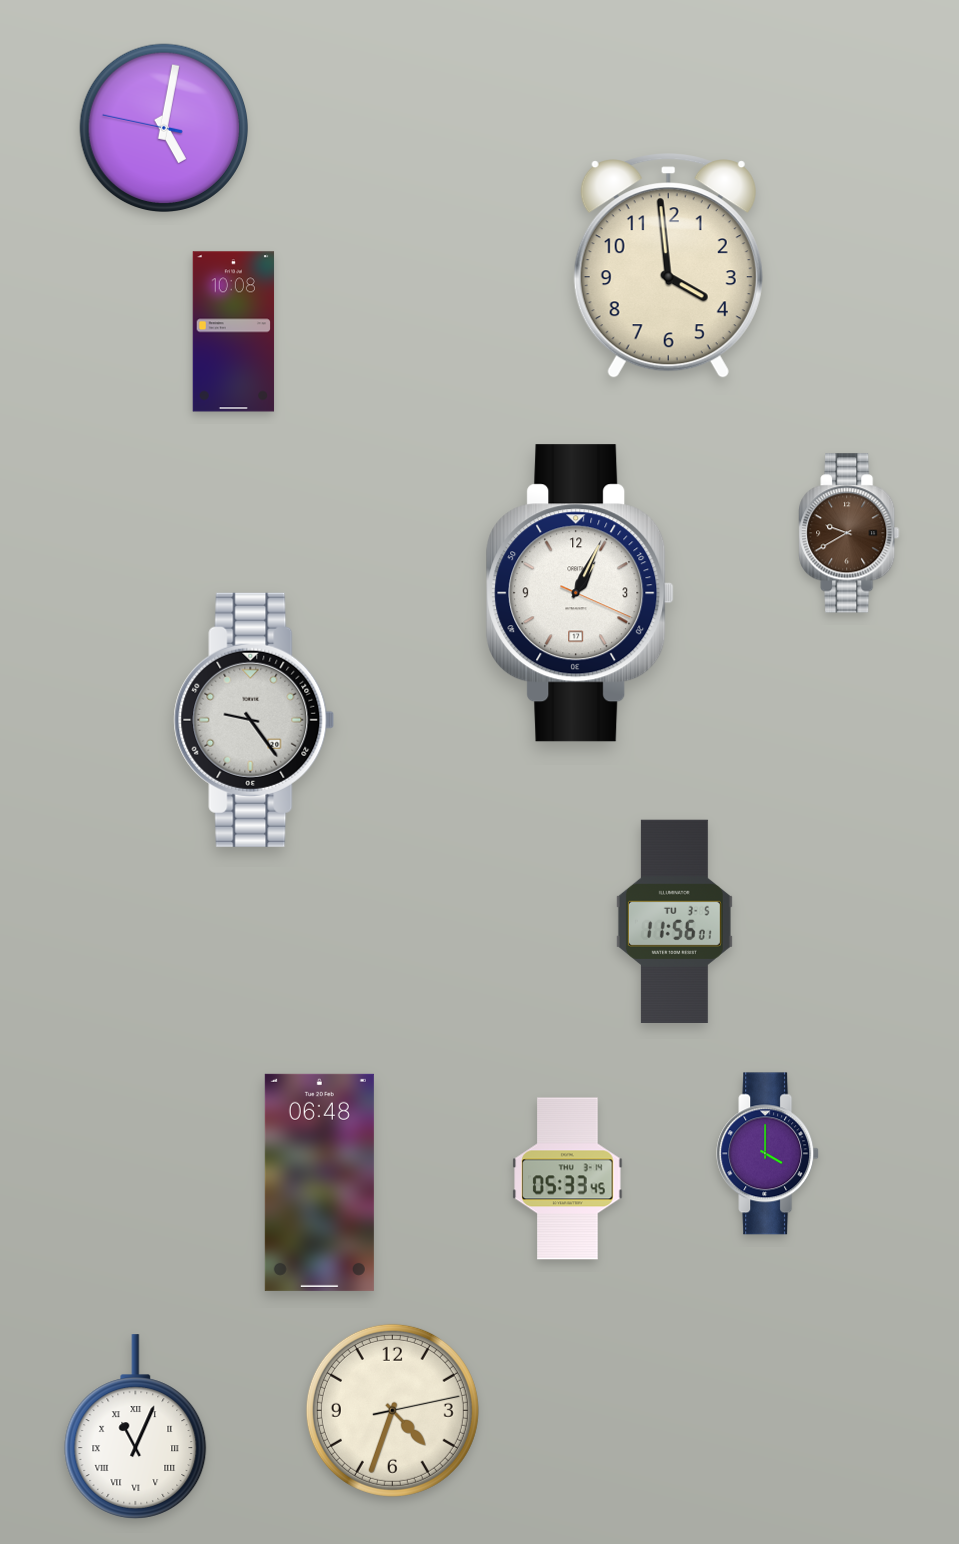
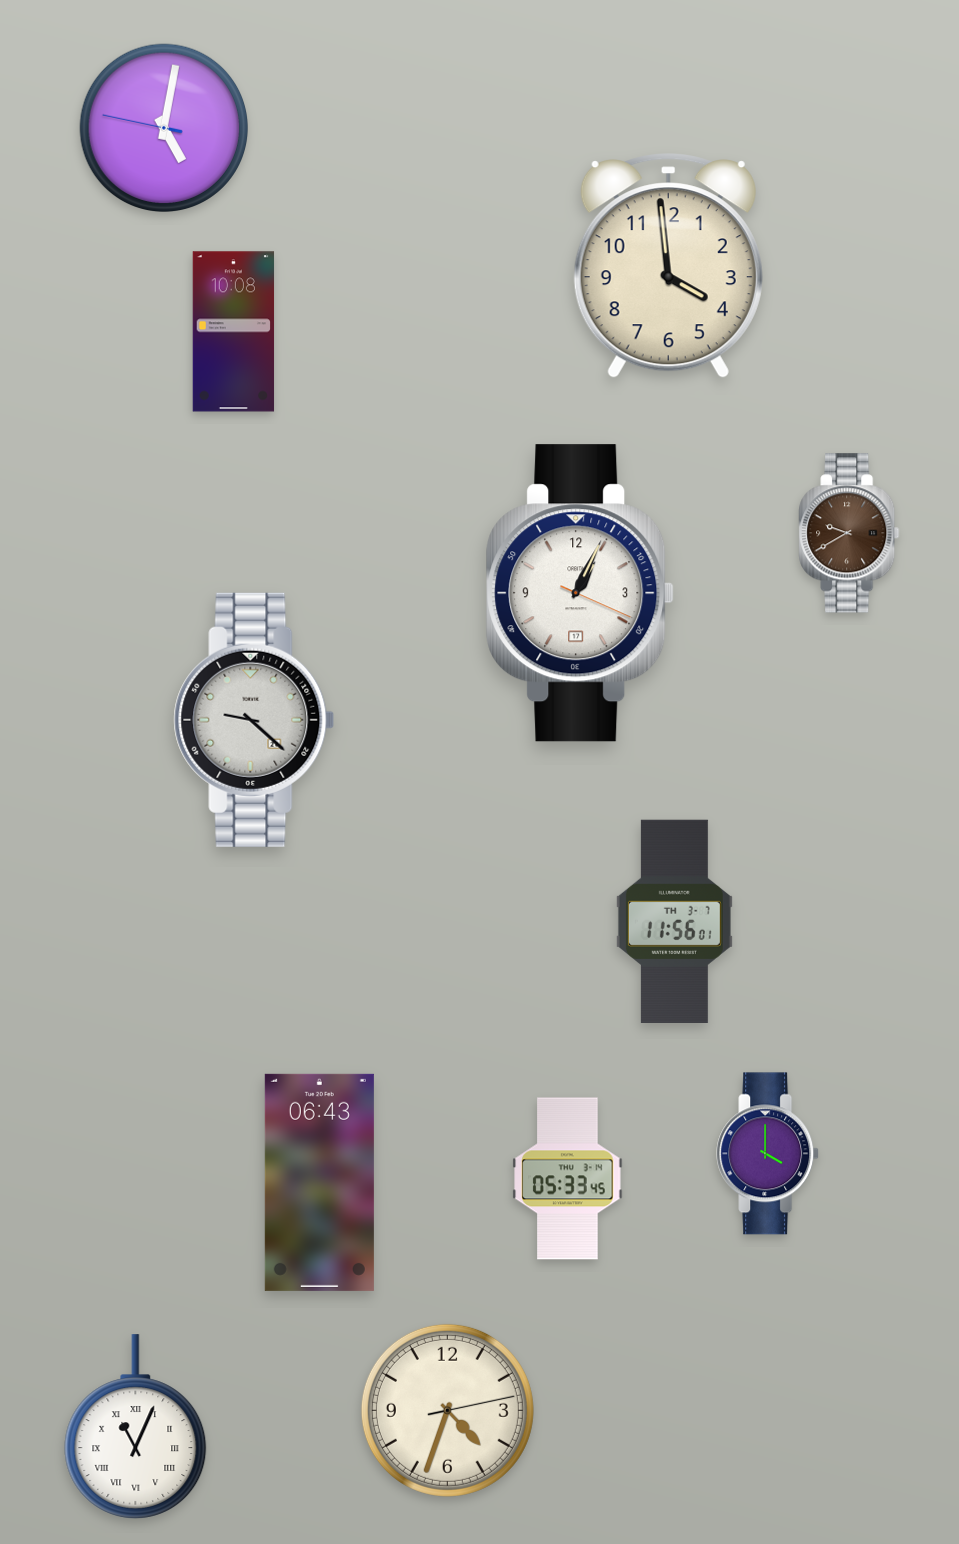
clock at (254, 720): 9:24 -> 9:22
clock at (674, 921) date: TU 3-5 -> TH 3-7
clock at (319, 1182): 06:48 -> 06:43
clock at (392, 1410) position: (392, 1410) -> (447, 1410)
